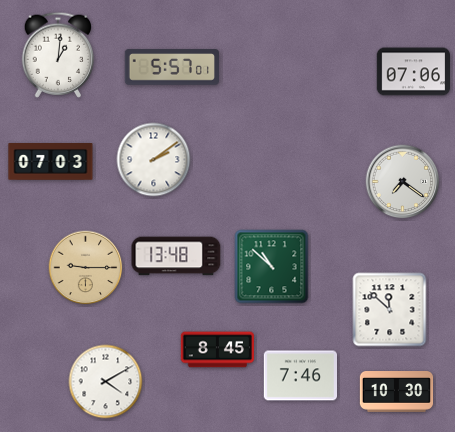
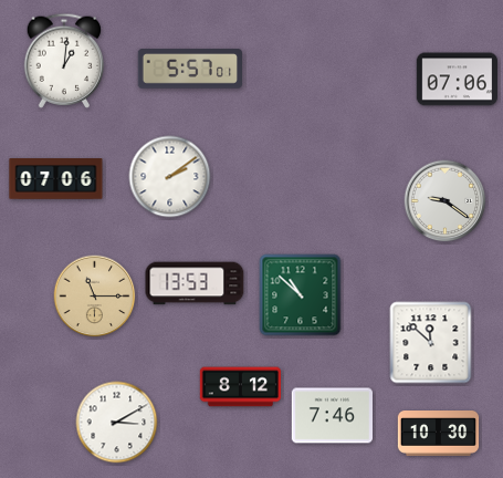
clock at (171, 67) position: (171, 67) -> (189, 69)
clock at (51, 162): 07:03 -> 07:06
clock at (403, 182): 7:21 -> 9:21
clock at (176, 256): 13:48 -> 13:53
clock at (86, 268): 9:15 -> 11:15
clock at (217, 350): 8:45 -> 8:12
clock at (106, 382): 4:10 -> 3:10
